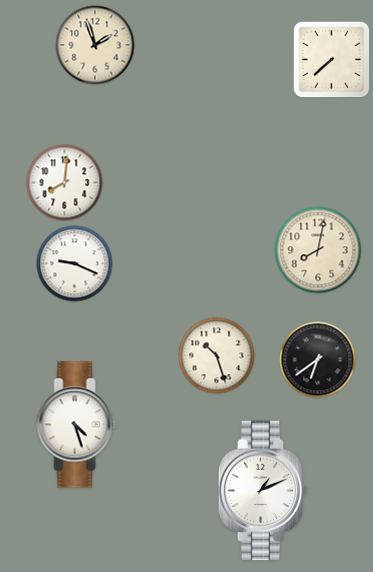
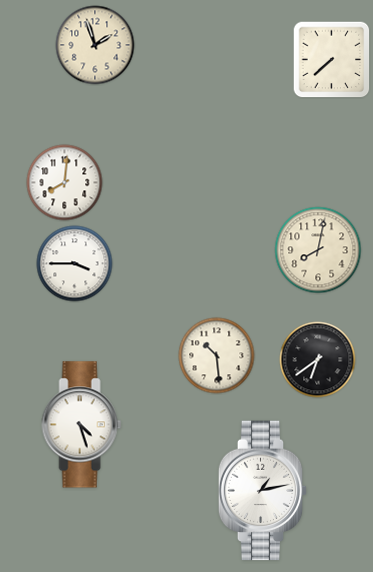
clock at (75, 264): 9:19 -> 3:45
clock at (217, 356): 10:27 -> 10:29
clock at (77, 425) position: (77, 425) -> (82, 425)
clock at (263, 491): 1:11 -> 1:13
